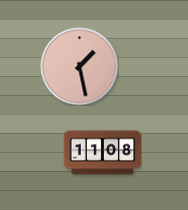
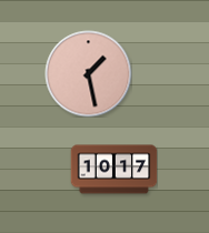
clock at (102, 153): 11:08 -> 10:17
